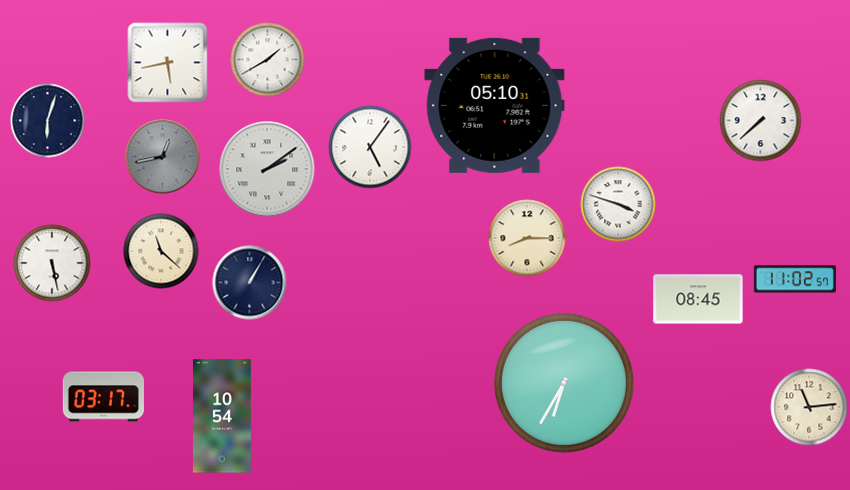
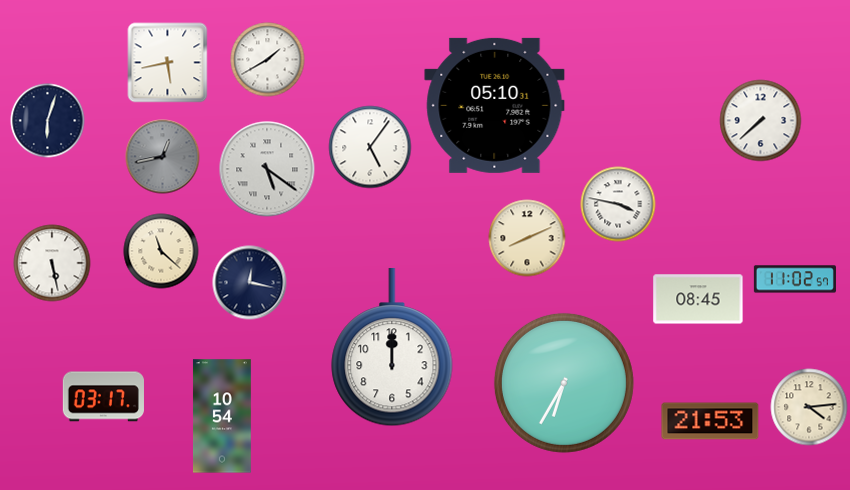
clock at (267, 169): 2:09 -> 5:21
clock at (618, 204): 3:48 -> 3:47
clock at (527, 238): 8:15 -> 8:11
clock at (250, 283): 1:05 -> 12:17
clock at (392, 348): none -> 12:00
clock at (809, 407): 11:14 -> 4:14
clock at (710, 421): none -> 21:53
